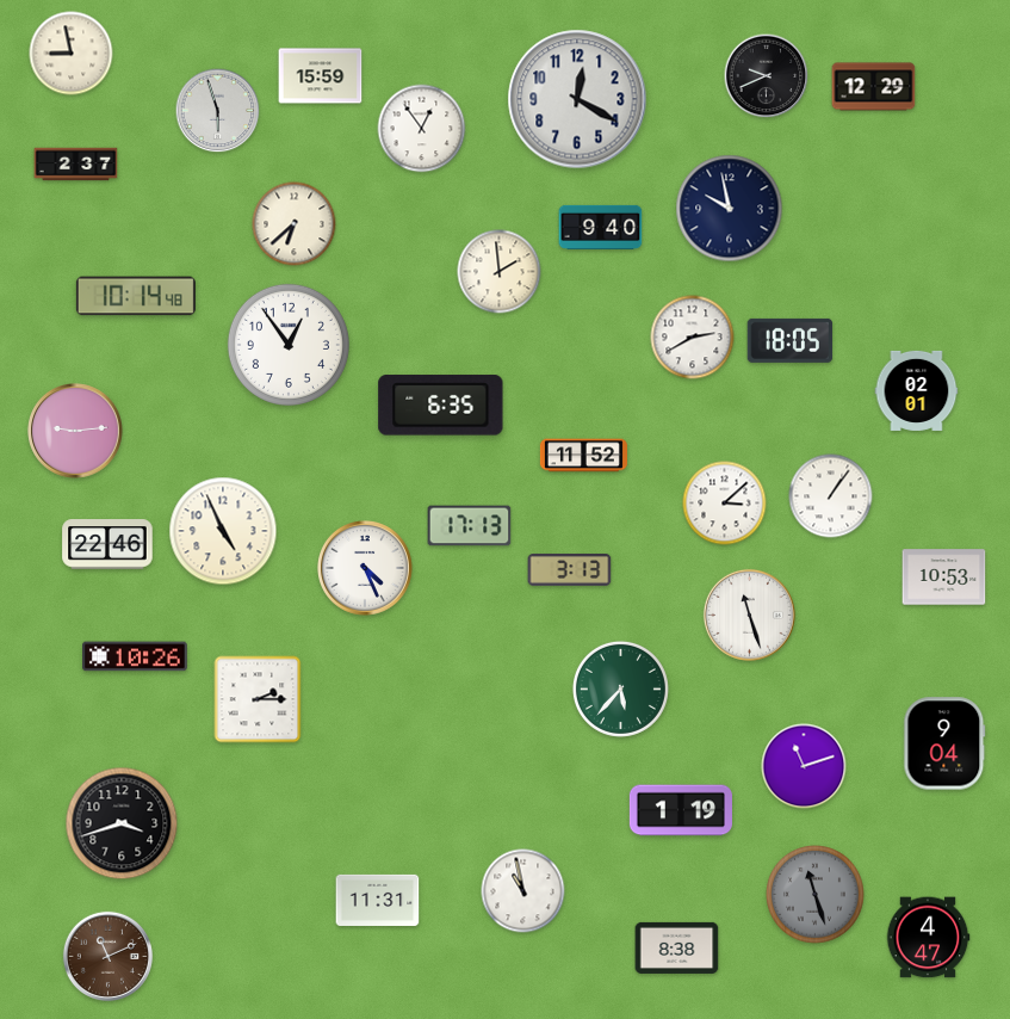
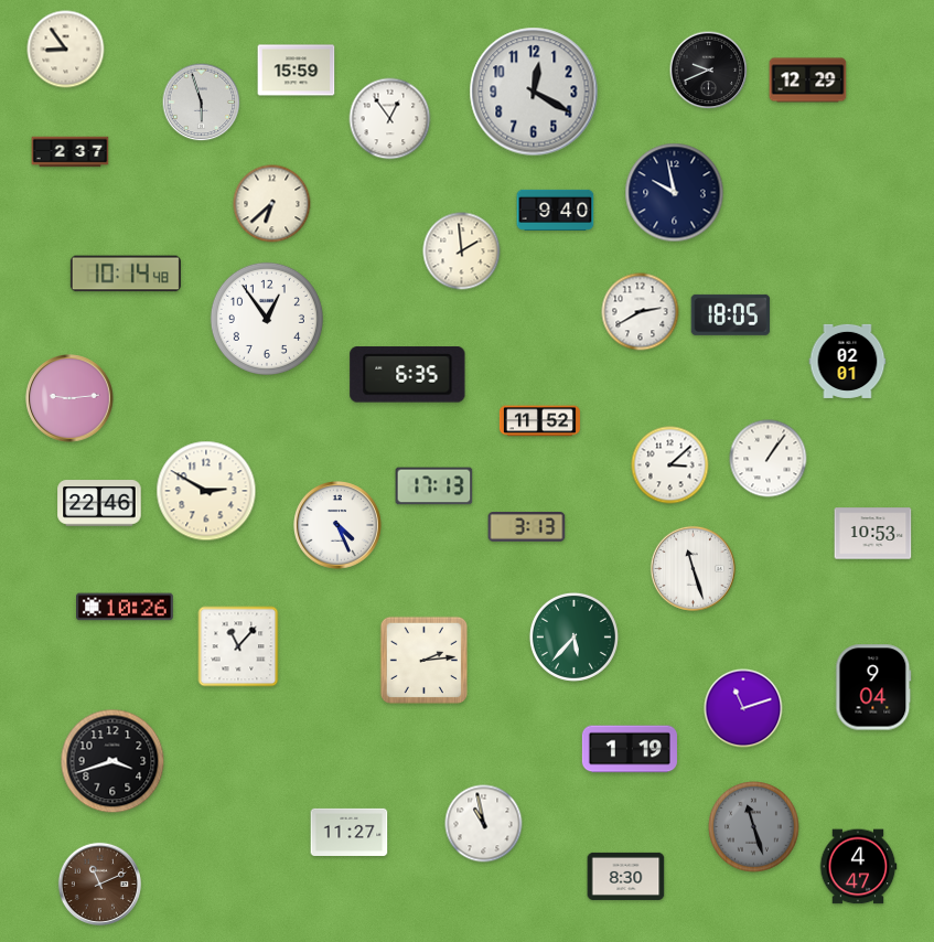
clock at (72, 54): 8:58 -> 8:54
clock at (295, 224) position: (295, 224) -> (272, 204)
clock at (223, 531): 4:56 -> 2:50
clock at (258, 699): 2:15 -> 11:07
clock at (423, 660): none -> 2:14
clock at (378, 900): 11:31 -> 11:27
clock at (677, 947): 8:38 -> 8:30
